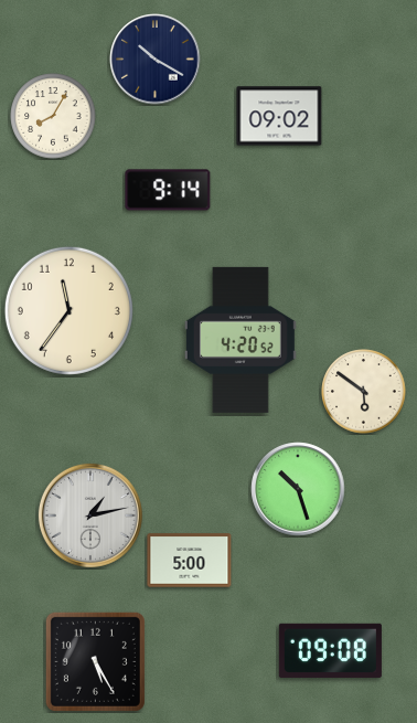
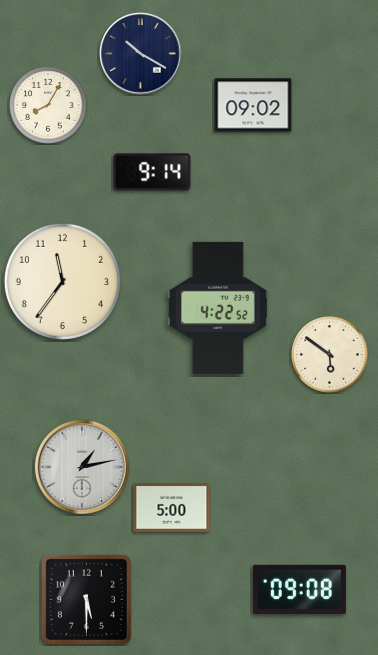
clock at (240, 340): 4:20 -> 4:22
clock at (298, 489): 10:27 -> none
clock at (95, 661): 5:25 -> 5:30
